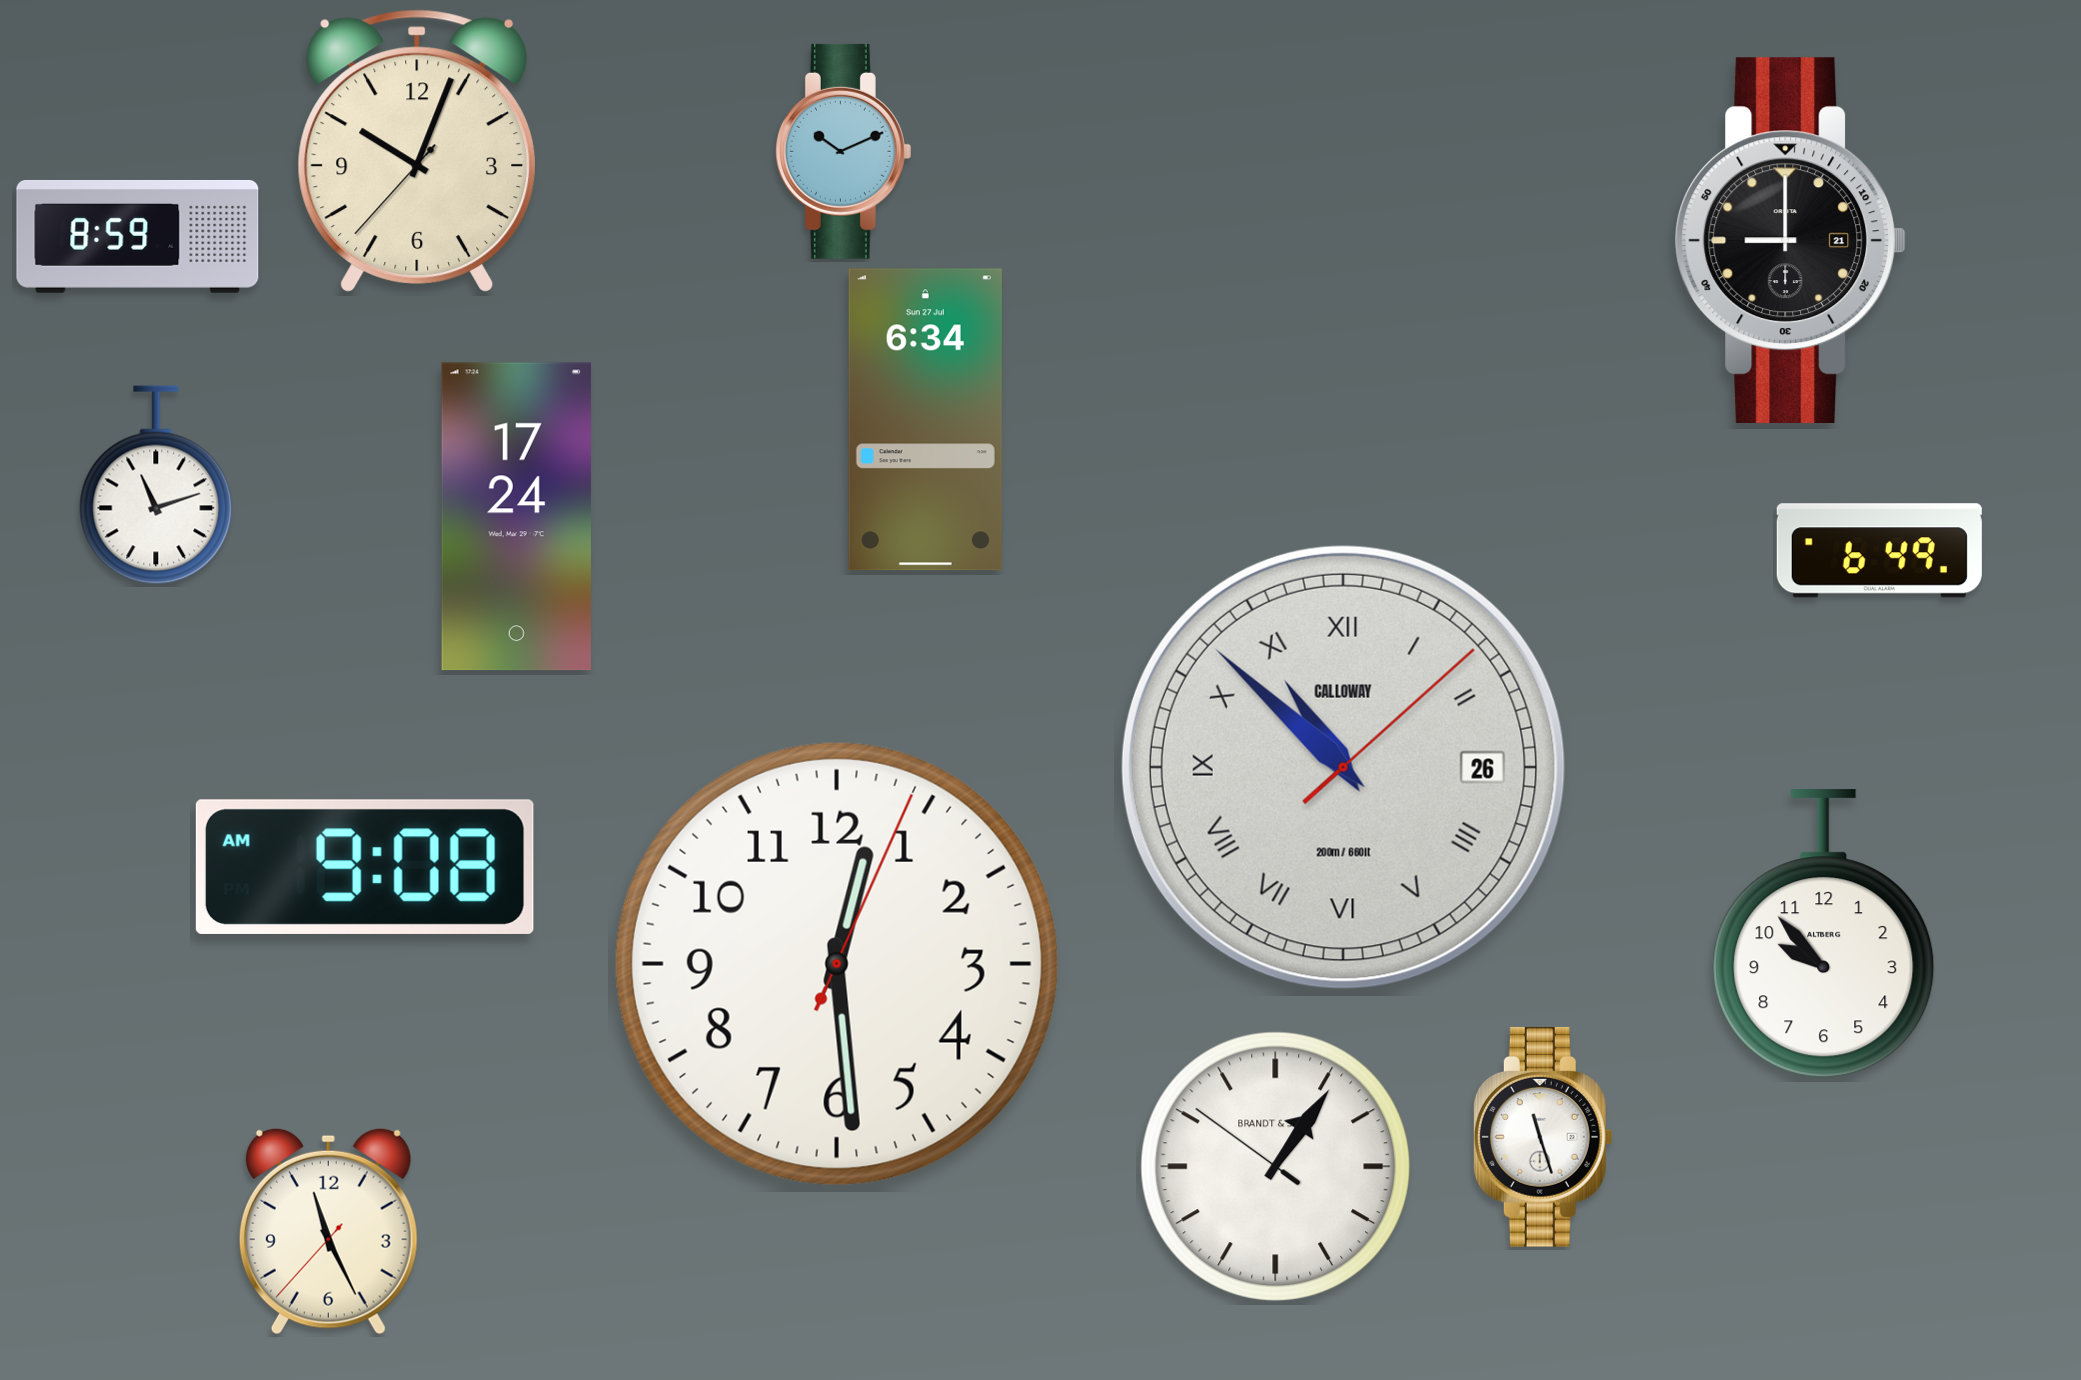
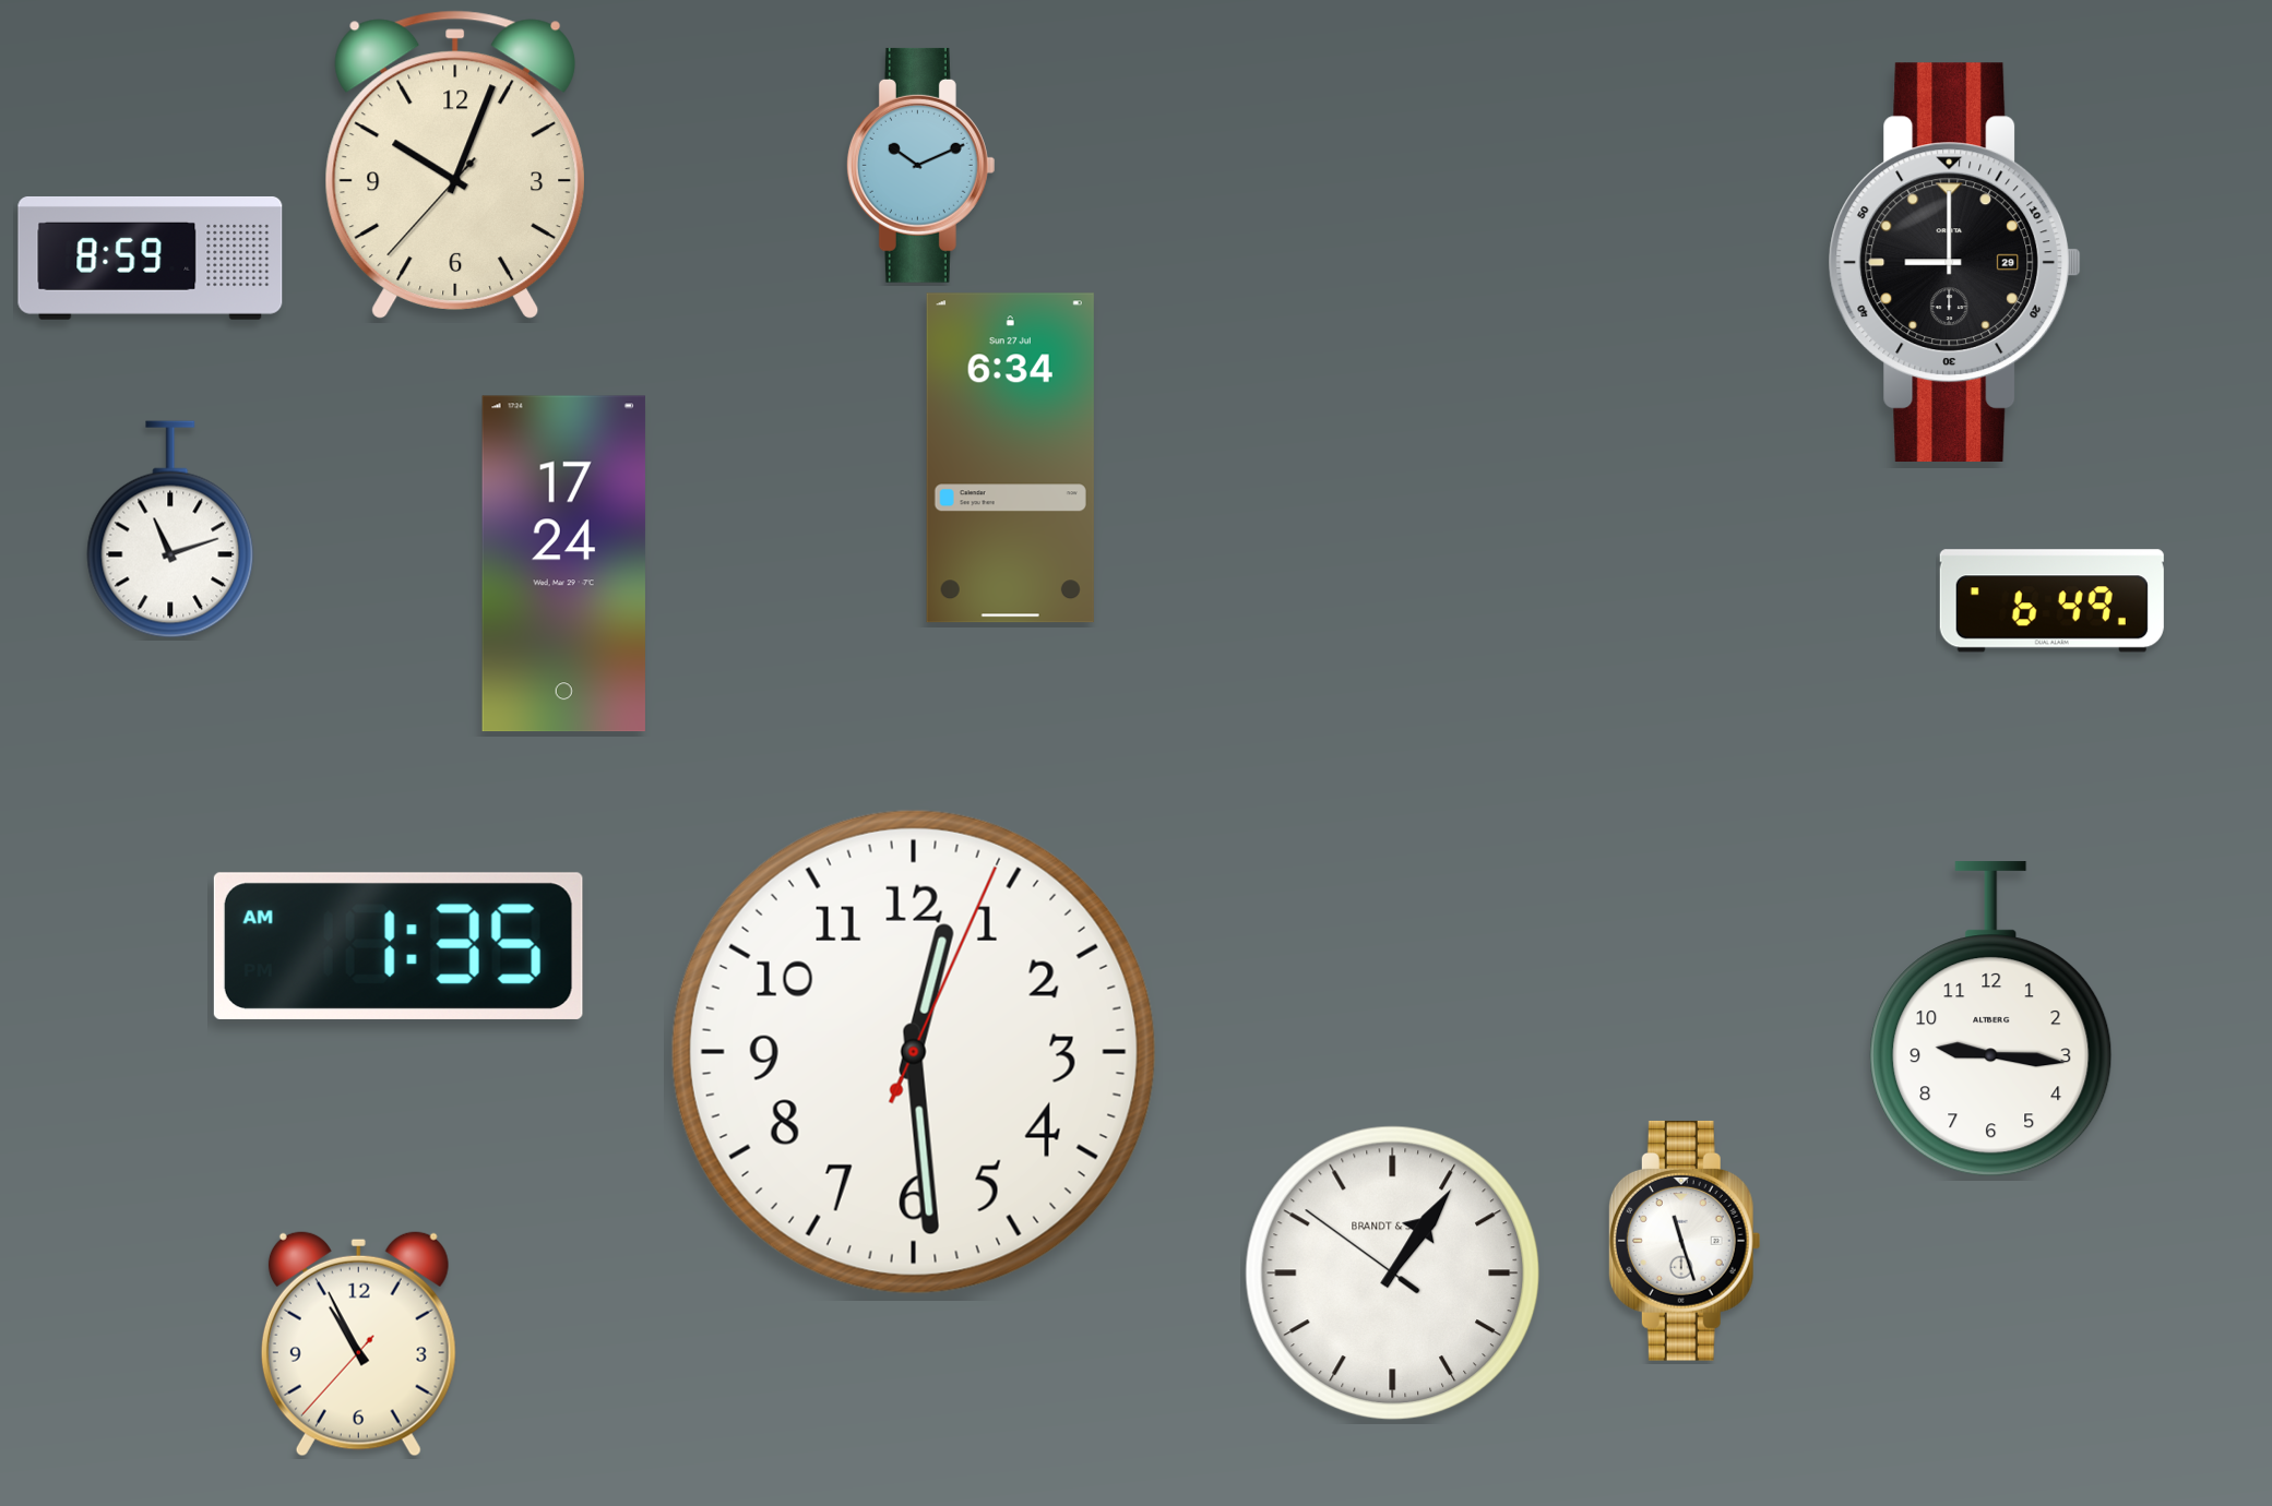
clock at (1791, 240) date: 21 -> 29
clock at (1343, 767): 10:52 -> none
clock at (365, 867): 9:08 -> 1:35
clock at (1824, 934): 9:53 -> 9:16
clock at (328, 1231): 11:25 -> 10:55
